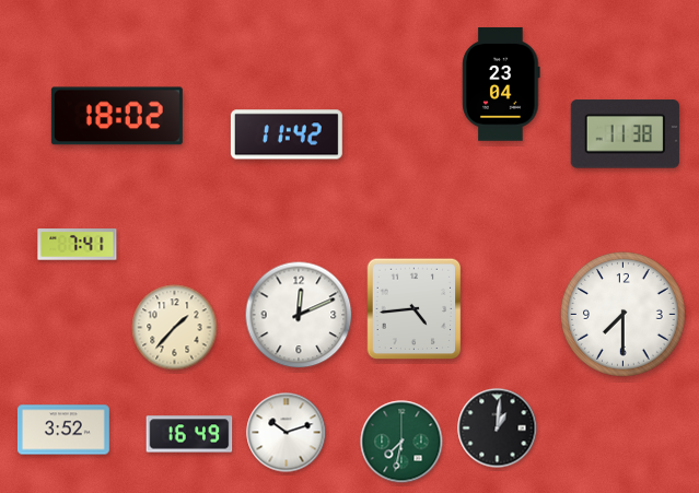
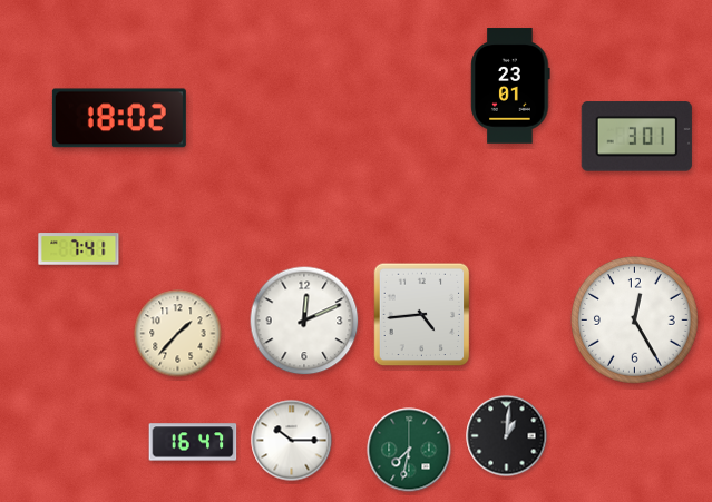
clock at (501, 84): 23:04 -> 23:01
clock at (287, 134): 11:42 -> none
clock at (625, 134): 11:38 -> 3:01
clock at (624, 315): 7:30 -> 12:25
clock at (63, 430): 3:52 -> none
clock at (287, 433): 10:12 -> 10:15
clock at (189, 434): 16:49 -> 16:47
